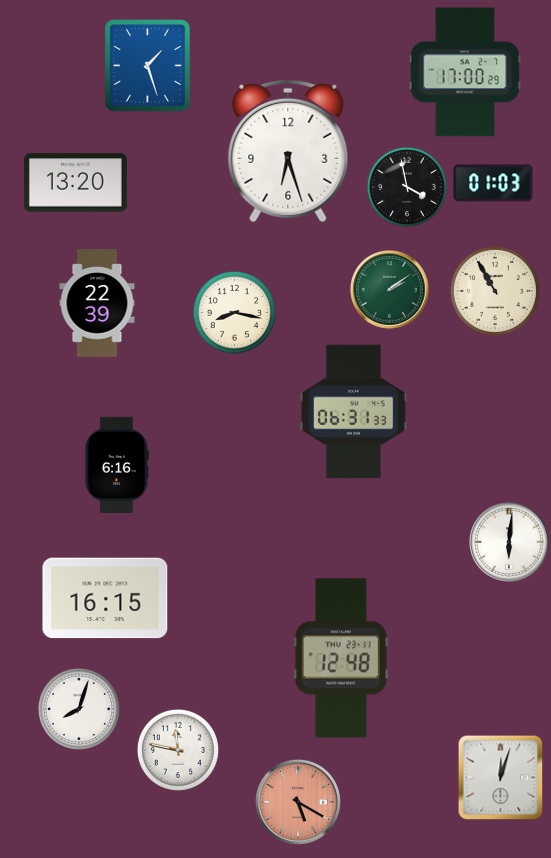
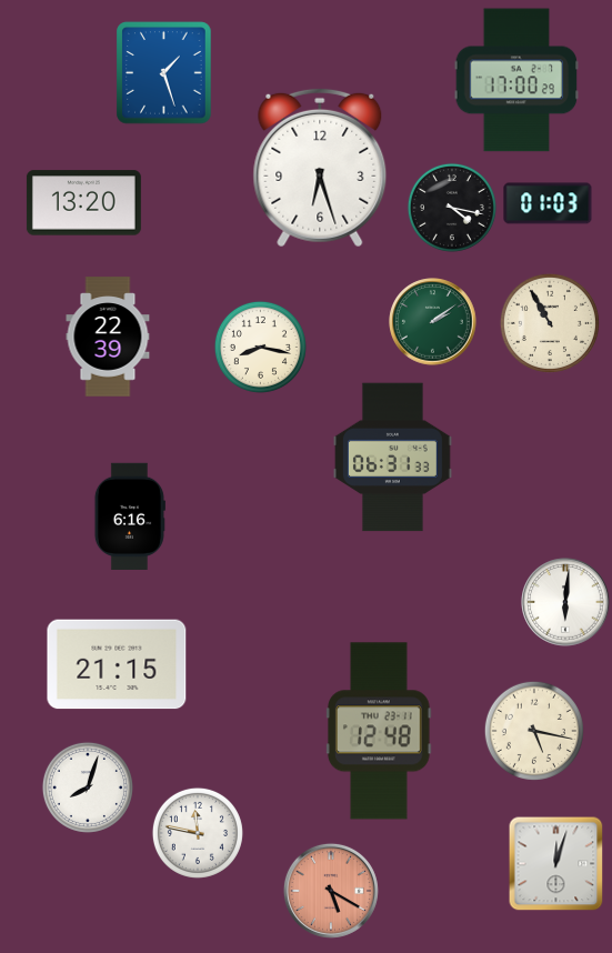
clock at (407, 187): 3:58 -> 4:17
clock at (105, 598): 16:15 -> 21:15
clock at (534, 731): none -> 5:17
